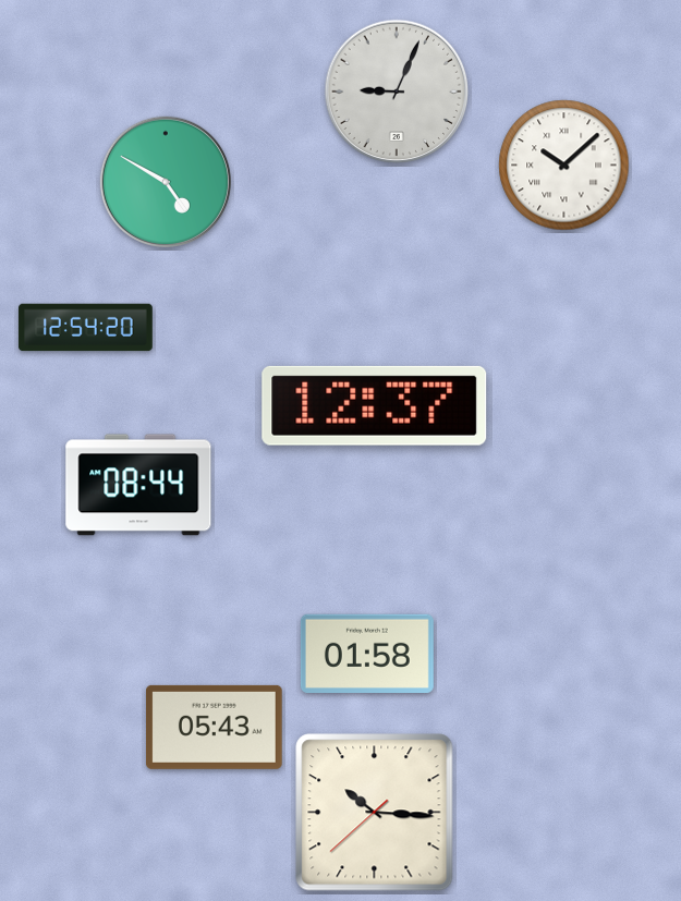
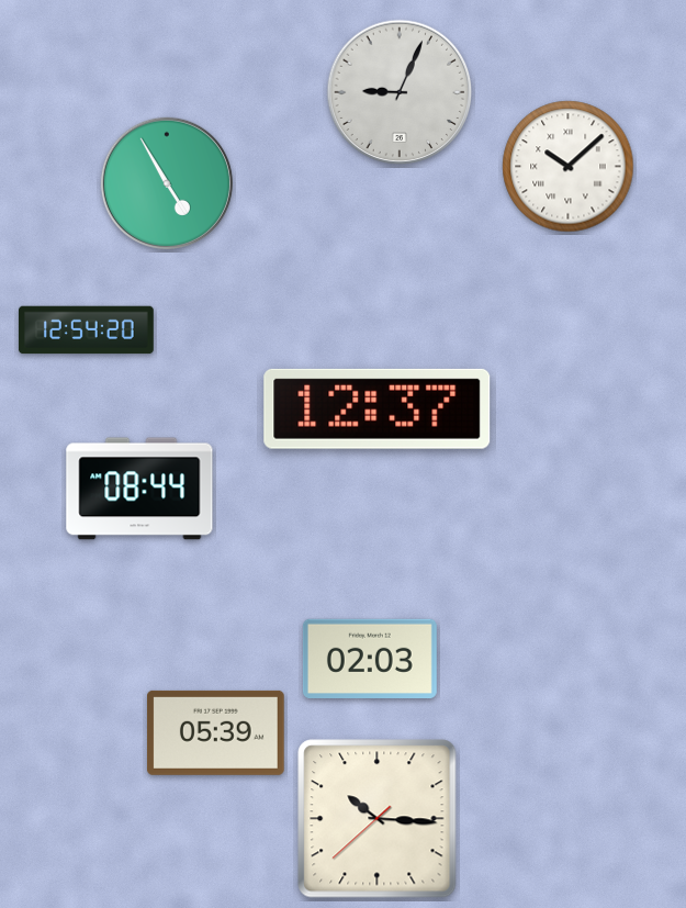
clock at (166, 182): 4:50 -> 4:55
clock at (367, 653): 01:58 -> 02:03
clock at (215, 727): 05:43 -> 05:39
